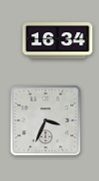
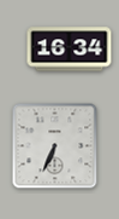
clock at (46, 121): 3:34 -> 6:34
